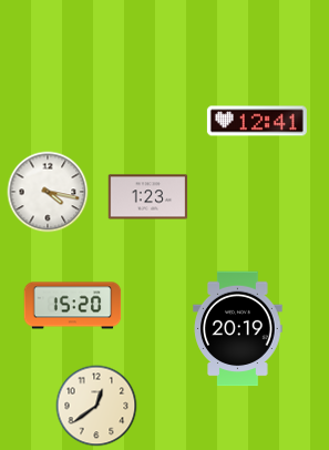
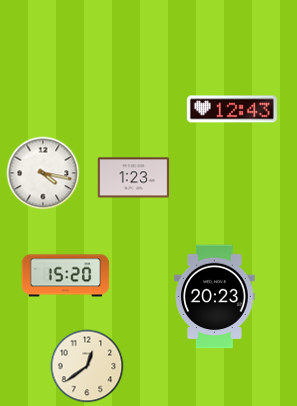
clock at (257, 121): 12:41 -> 12:43
clock at (238, 329): 20:19 -> 20:23
